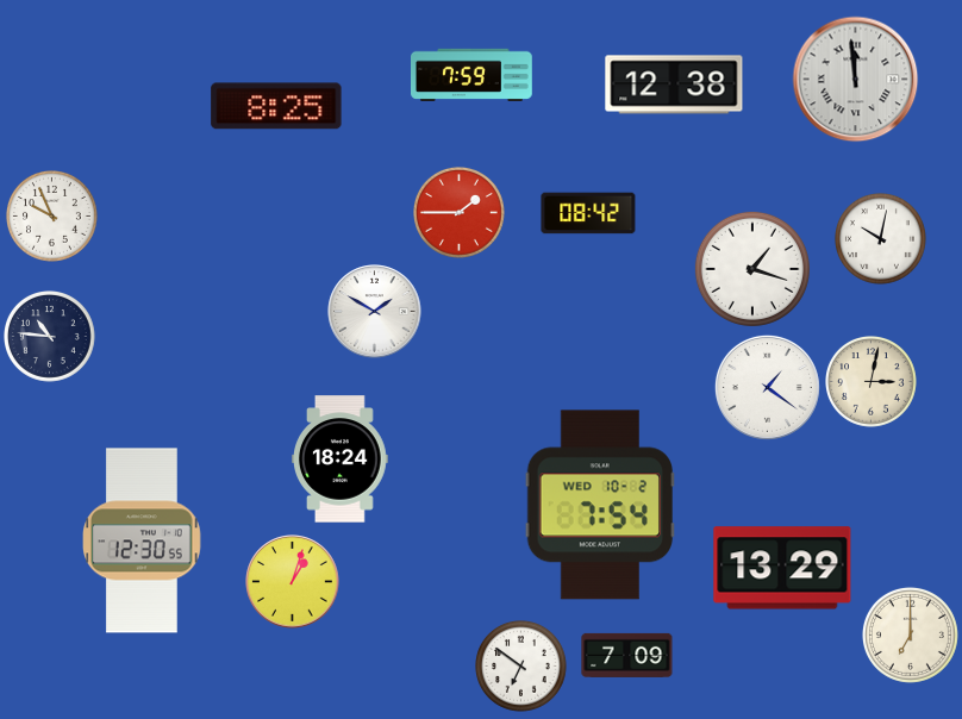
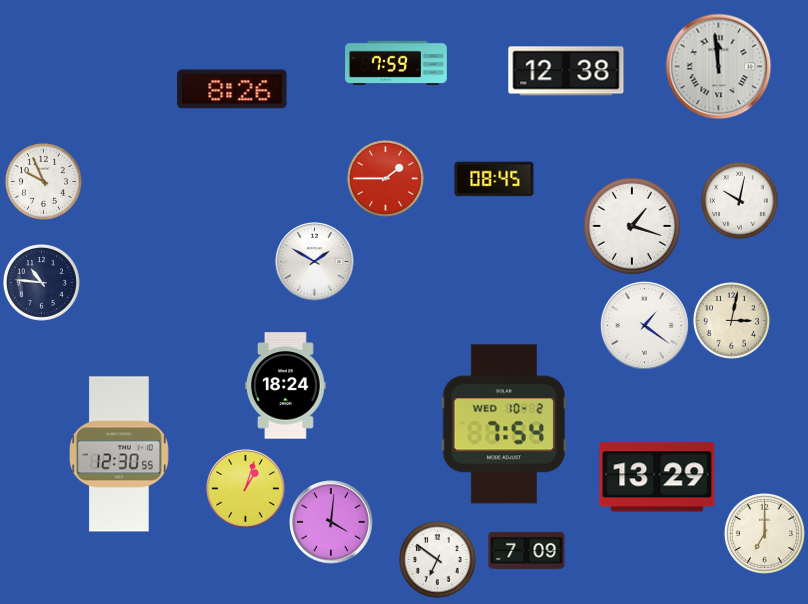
clock at (276, 106): 8:25 -> 8:26
clock at (588, 213): 08:42 -> 08:45
clock at (332, 523): none -> 4:01
